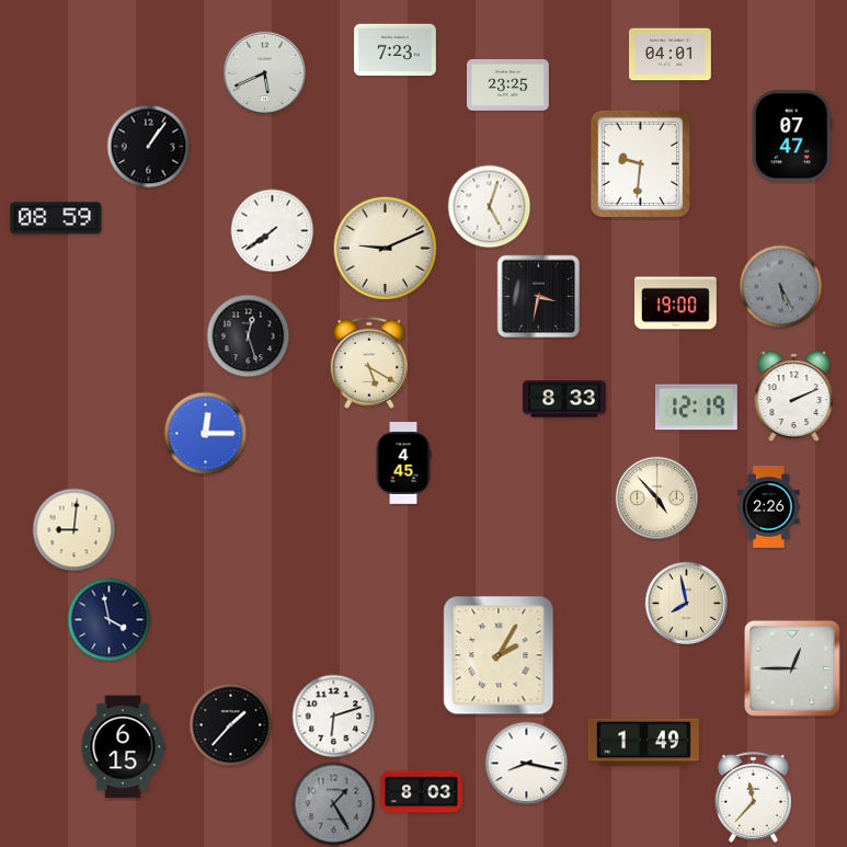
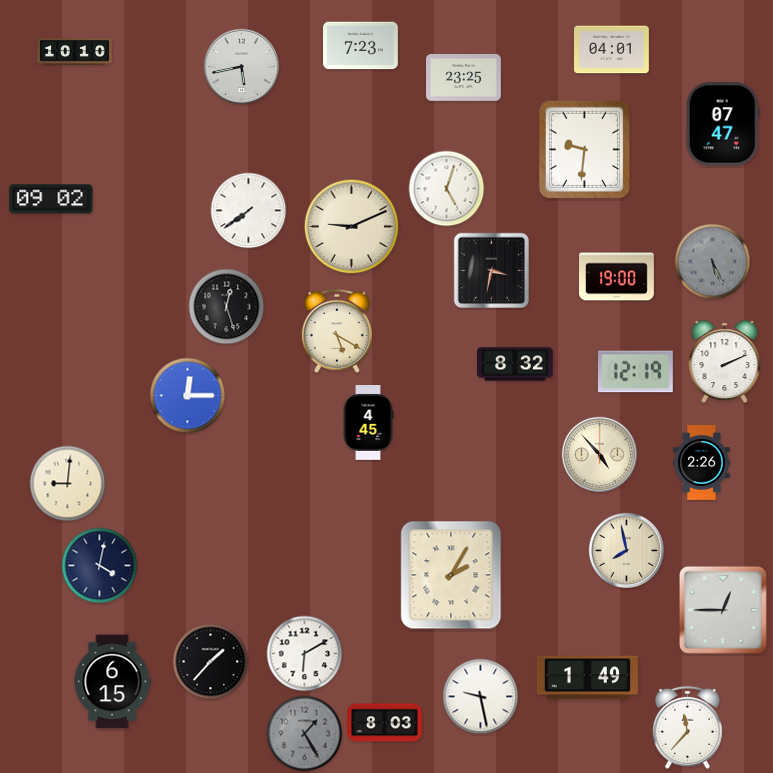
clock at (75, 52): none -> 10:10
clock at (264, 72): 5:41 -> 5:43
clock at (149, 147): 1:06 -> none
clock at (56, 218): 08:59 -> 09:02
clock at (564, 399): 8:33 -> 8:32
clock at (110, 620): 3:58 -> 4:02
clock at (499, 655) position: (499, 655) -> (451, 575)
clock at (334, 717): 6:12 -> 6:10
clock at (527, 764): 8:17 -> 9:28
